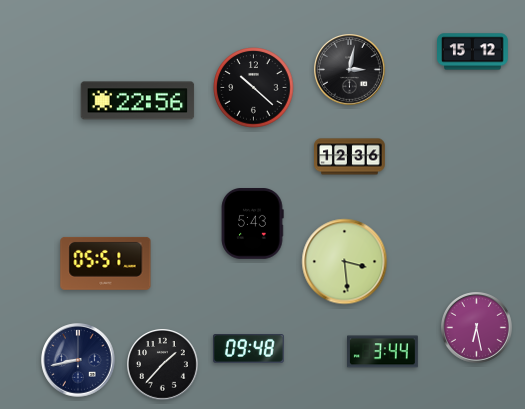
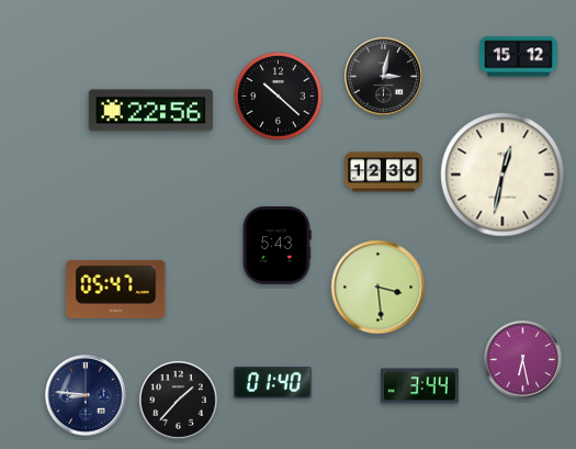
clock at (502, 175): none -> 12:32
clock at (106, 263): 05:51 -> 05:47
clock at (249, 349): 09:48 -> 01:40
clock at (78, 360): 8:43 -> 8:46
